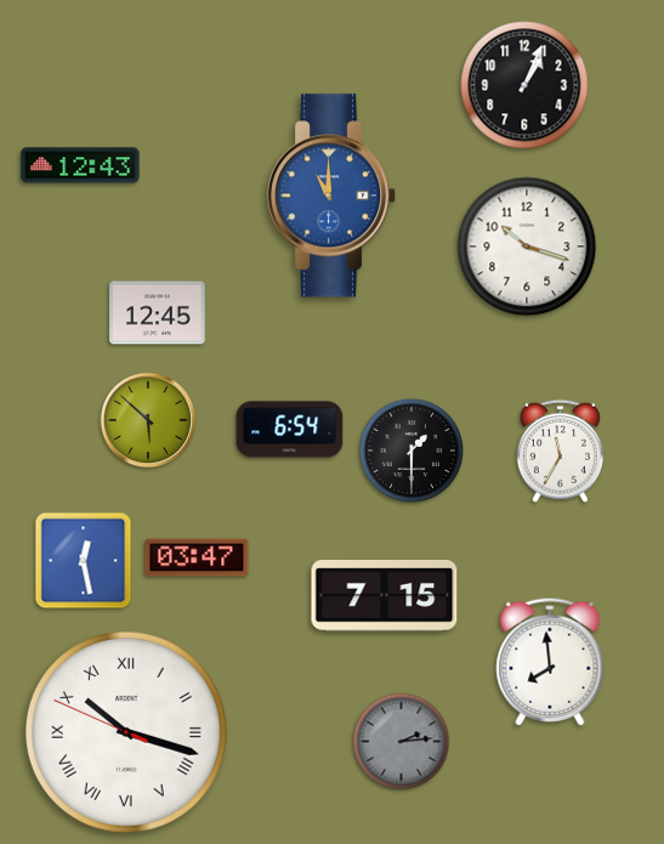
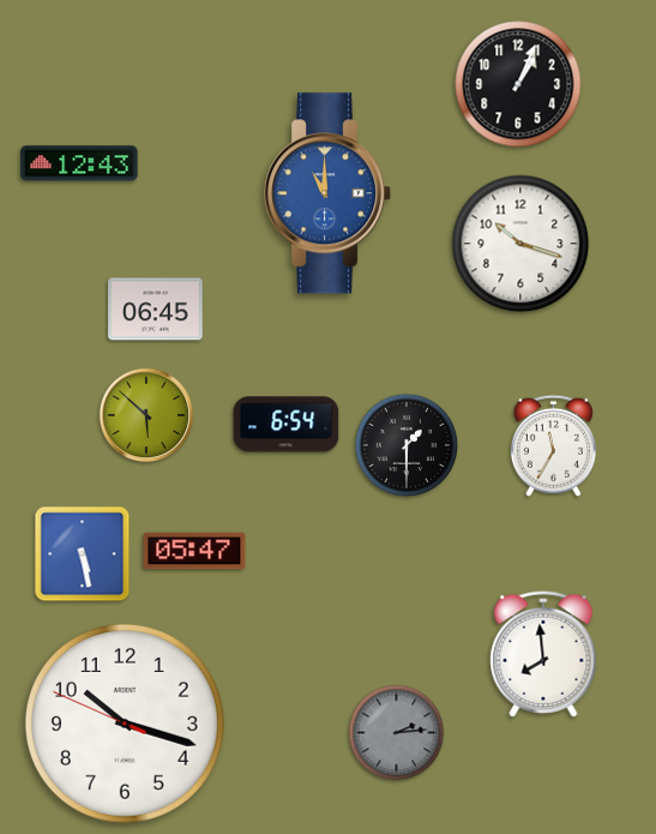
clock at (158, 313): 12:45 -> 06:45
clock at (197, 557): 03:47 -> 05:47
clock at (84, 561): 12:28 -> 5:28
clock at (385, 596): 7:15 -> none
clock at (126, 732) numerals: Roman -> Arabic
